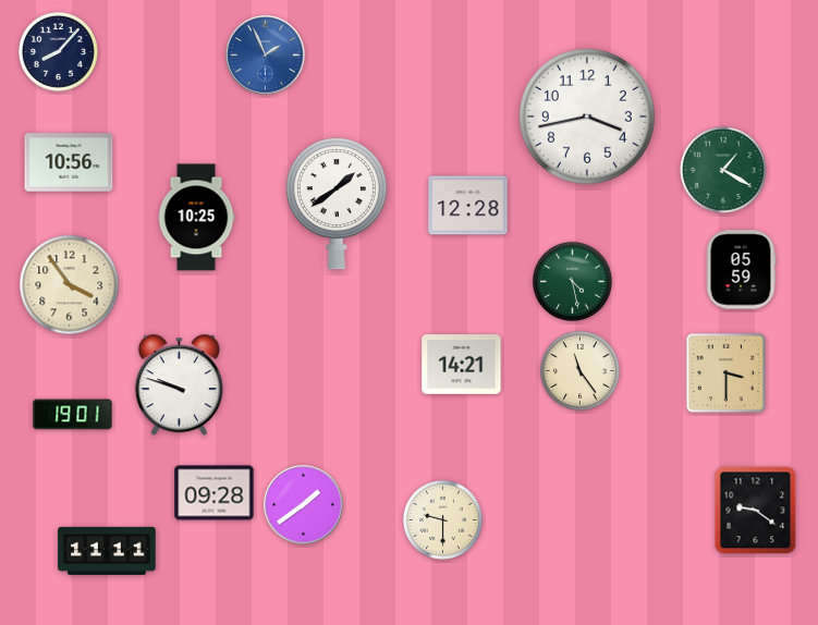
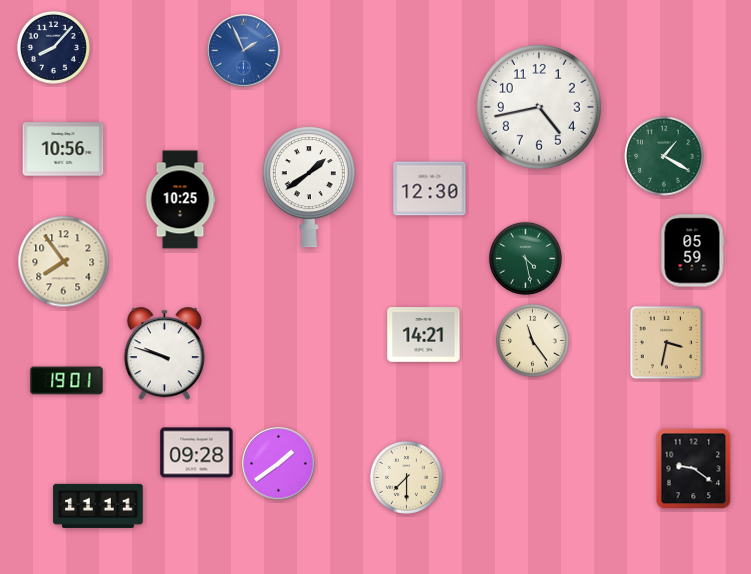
clock at (587, 117): 3:43 -> 4:43
clock at (468, 206): 12:28 -> 12:30
clock at (741, 270) position: (741, 270) -> (692, 251)
clock at (70, 285): 3:54 -> 7:54
clock at (725, 372): 3:30 -> 3:32
clock at (442, 519): 9:30 -> 7:30
